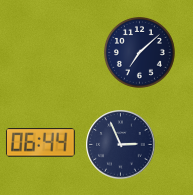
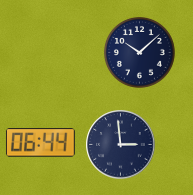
clock at (139, 52): 7:08 -> 10:08
clock at (121, 145): 2:56 -> 2:59
